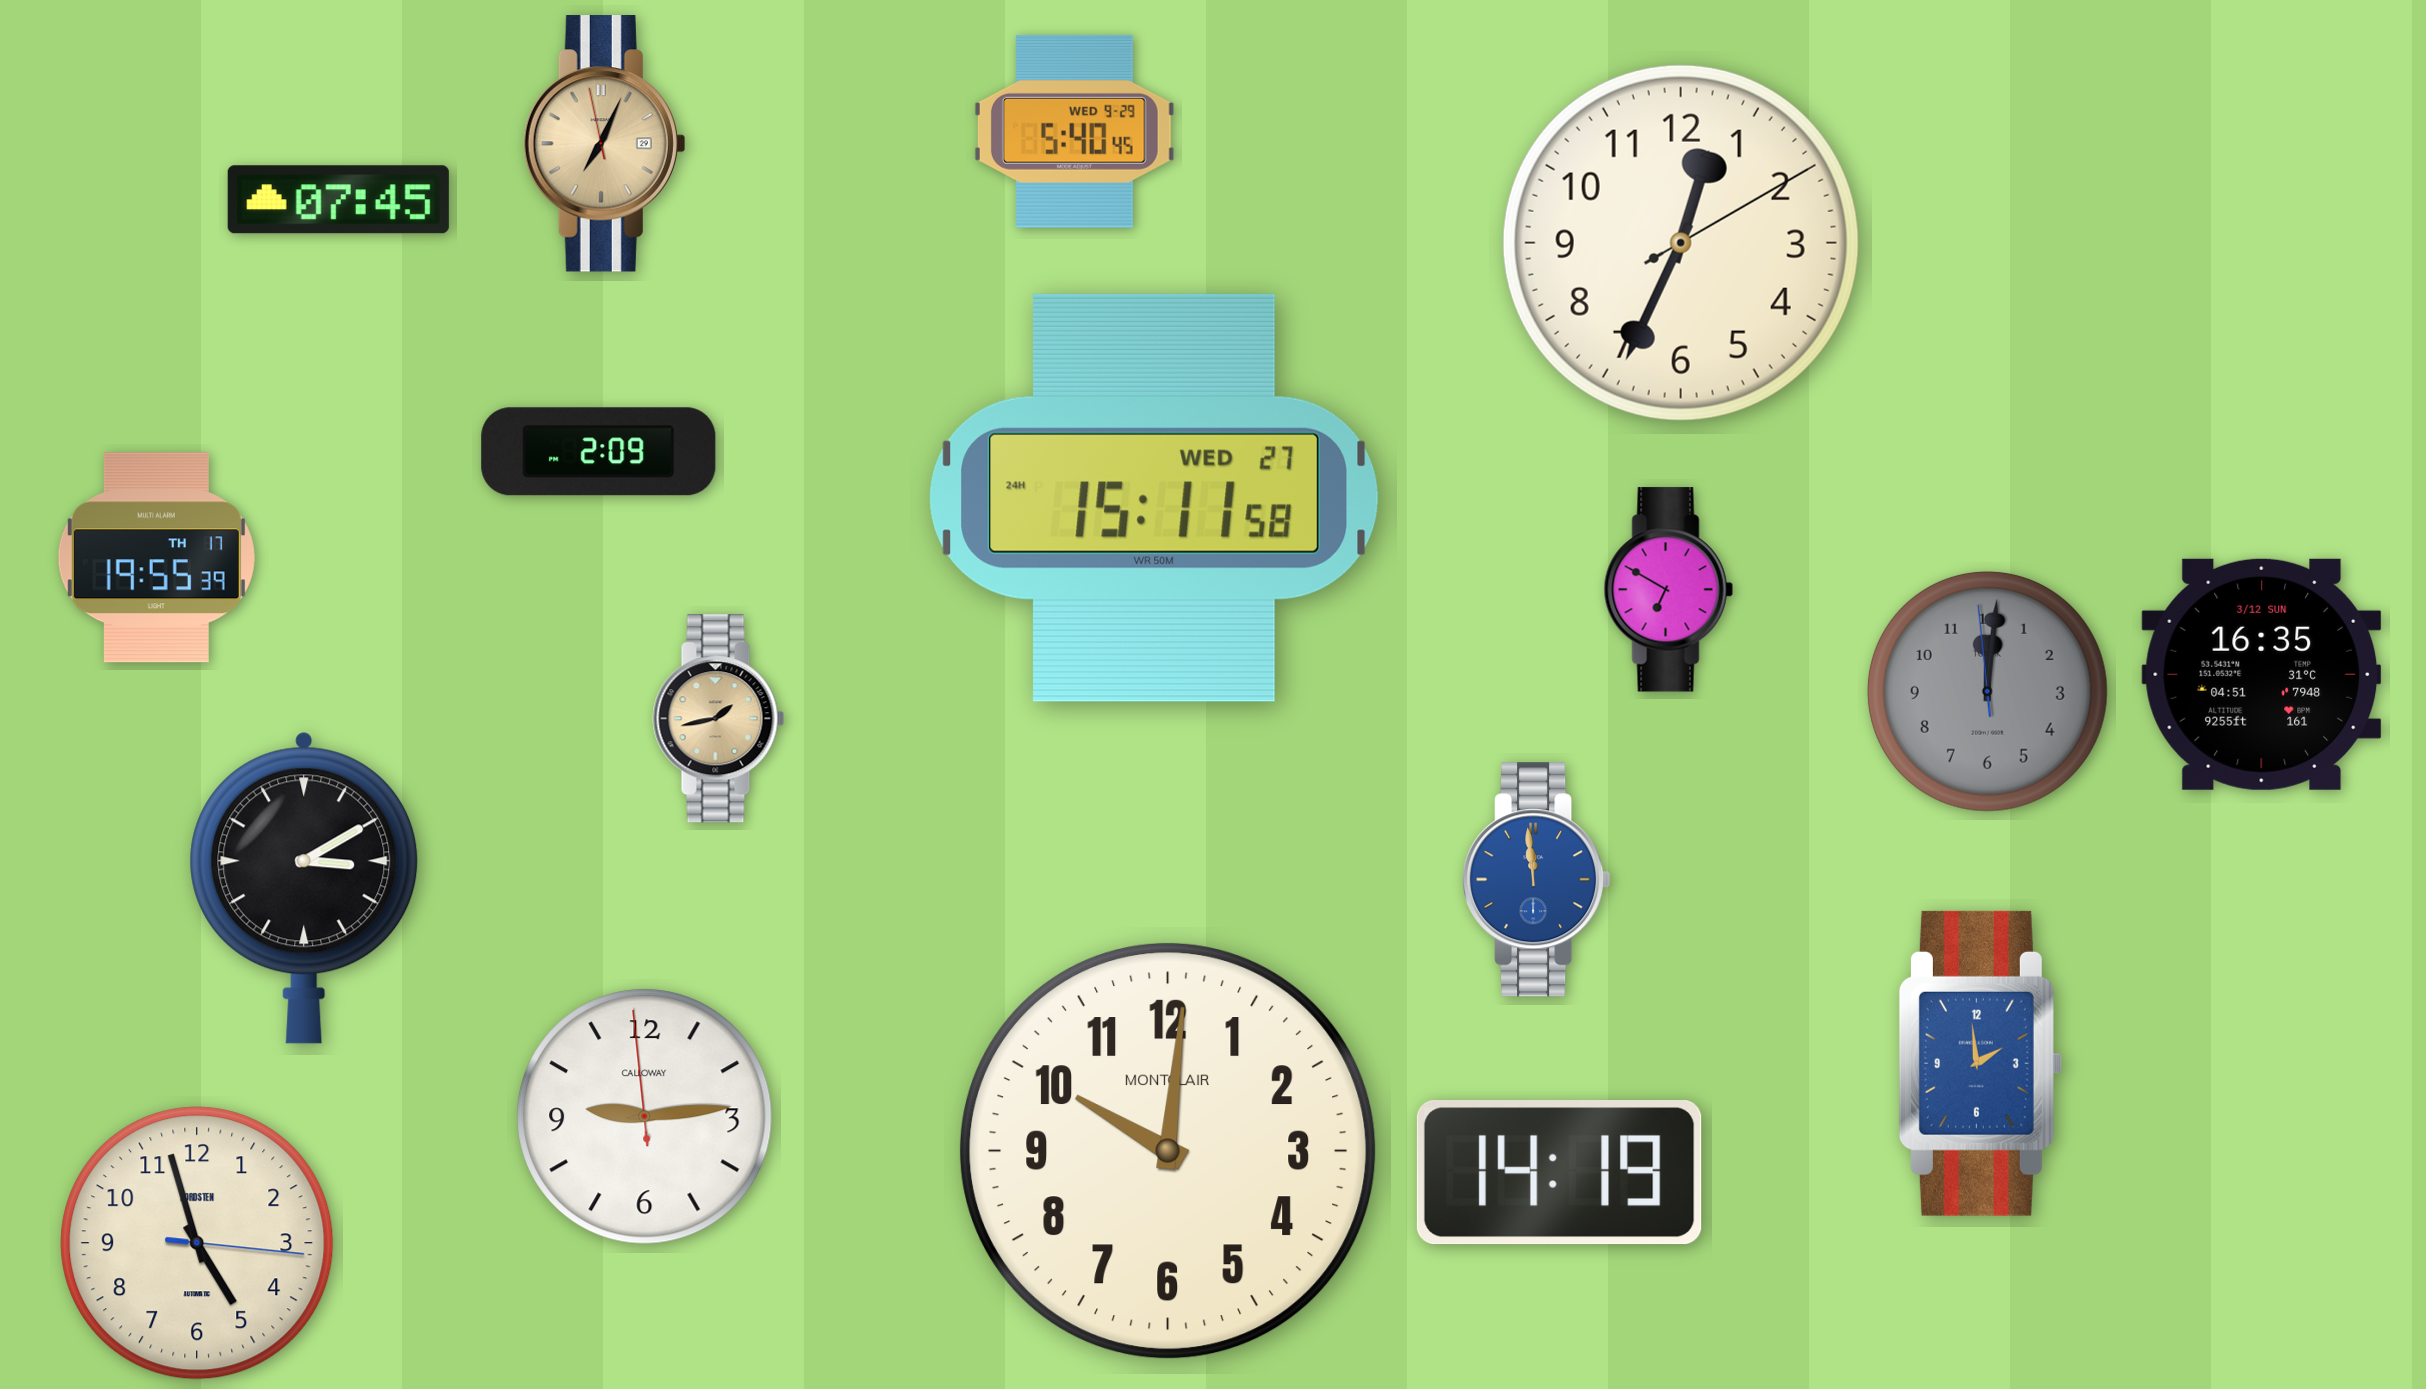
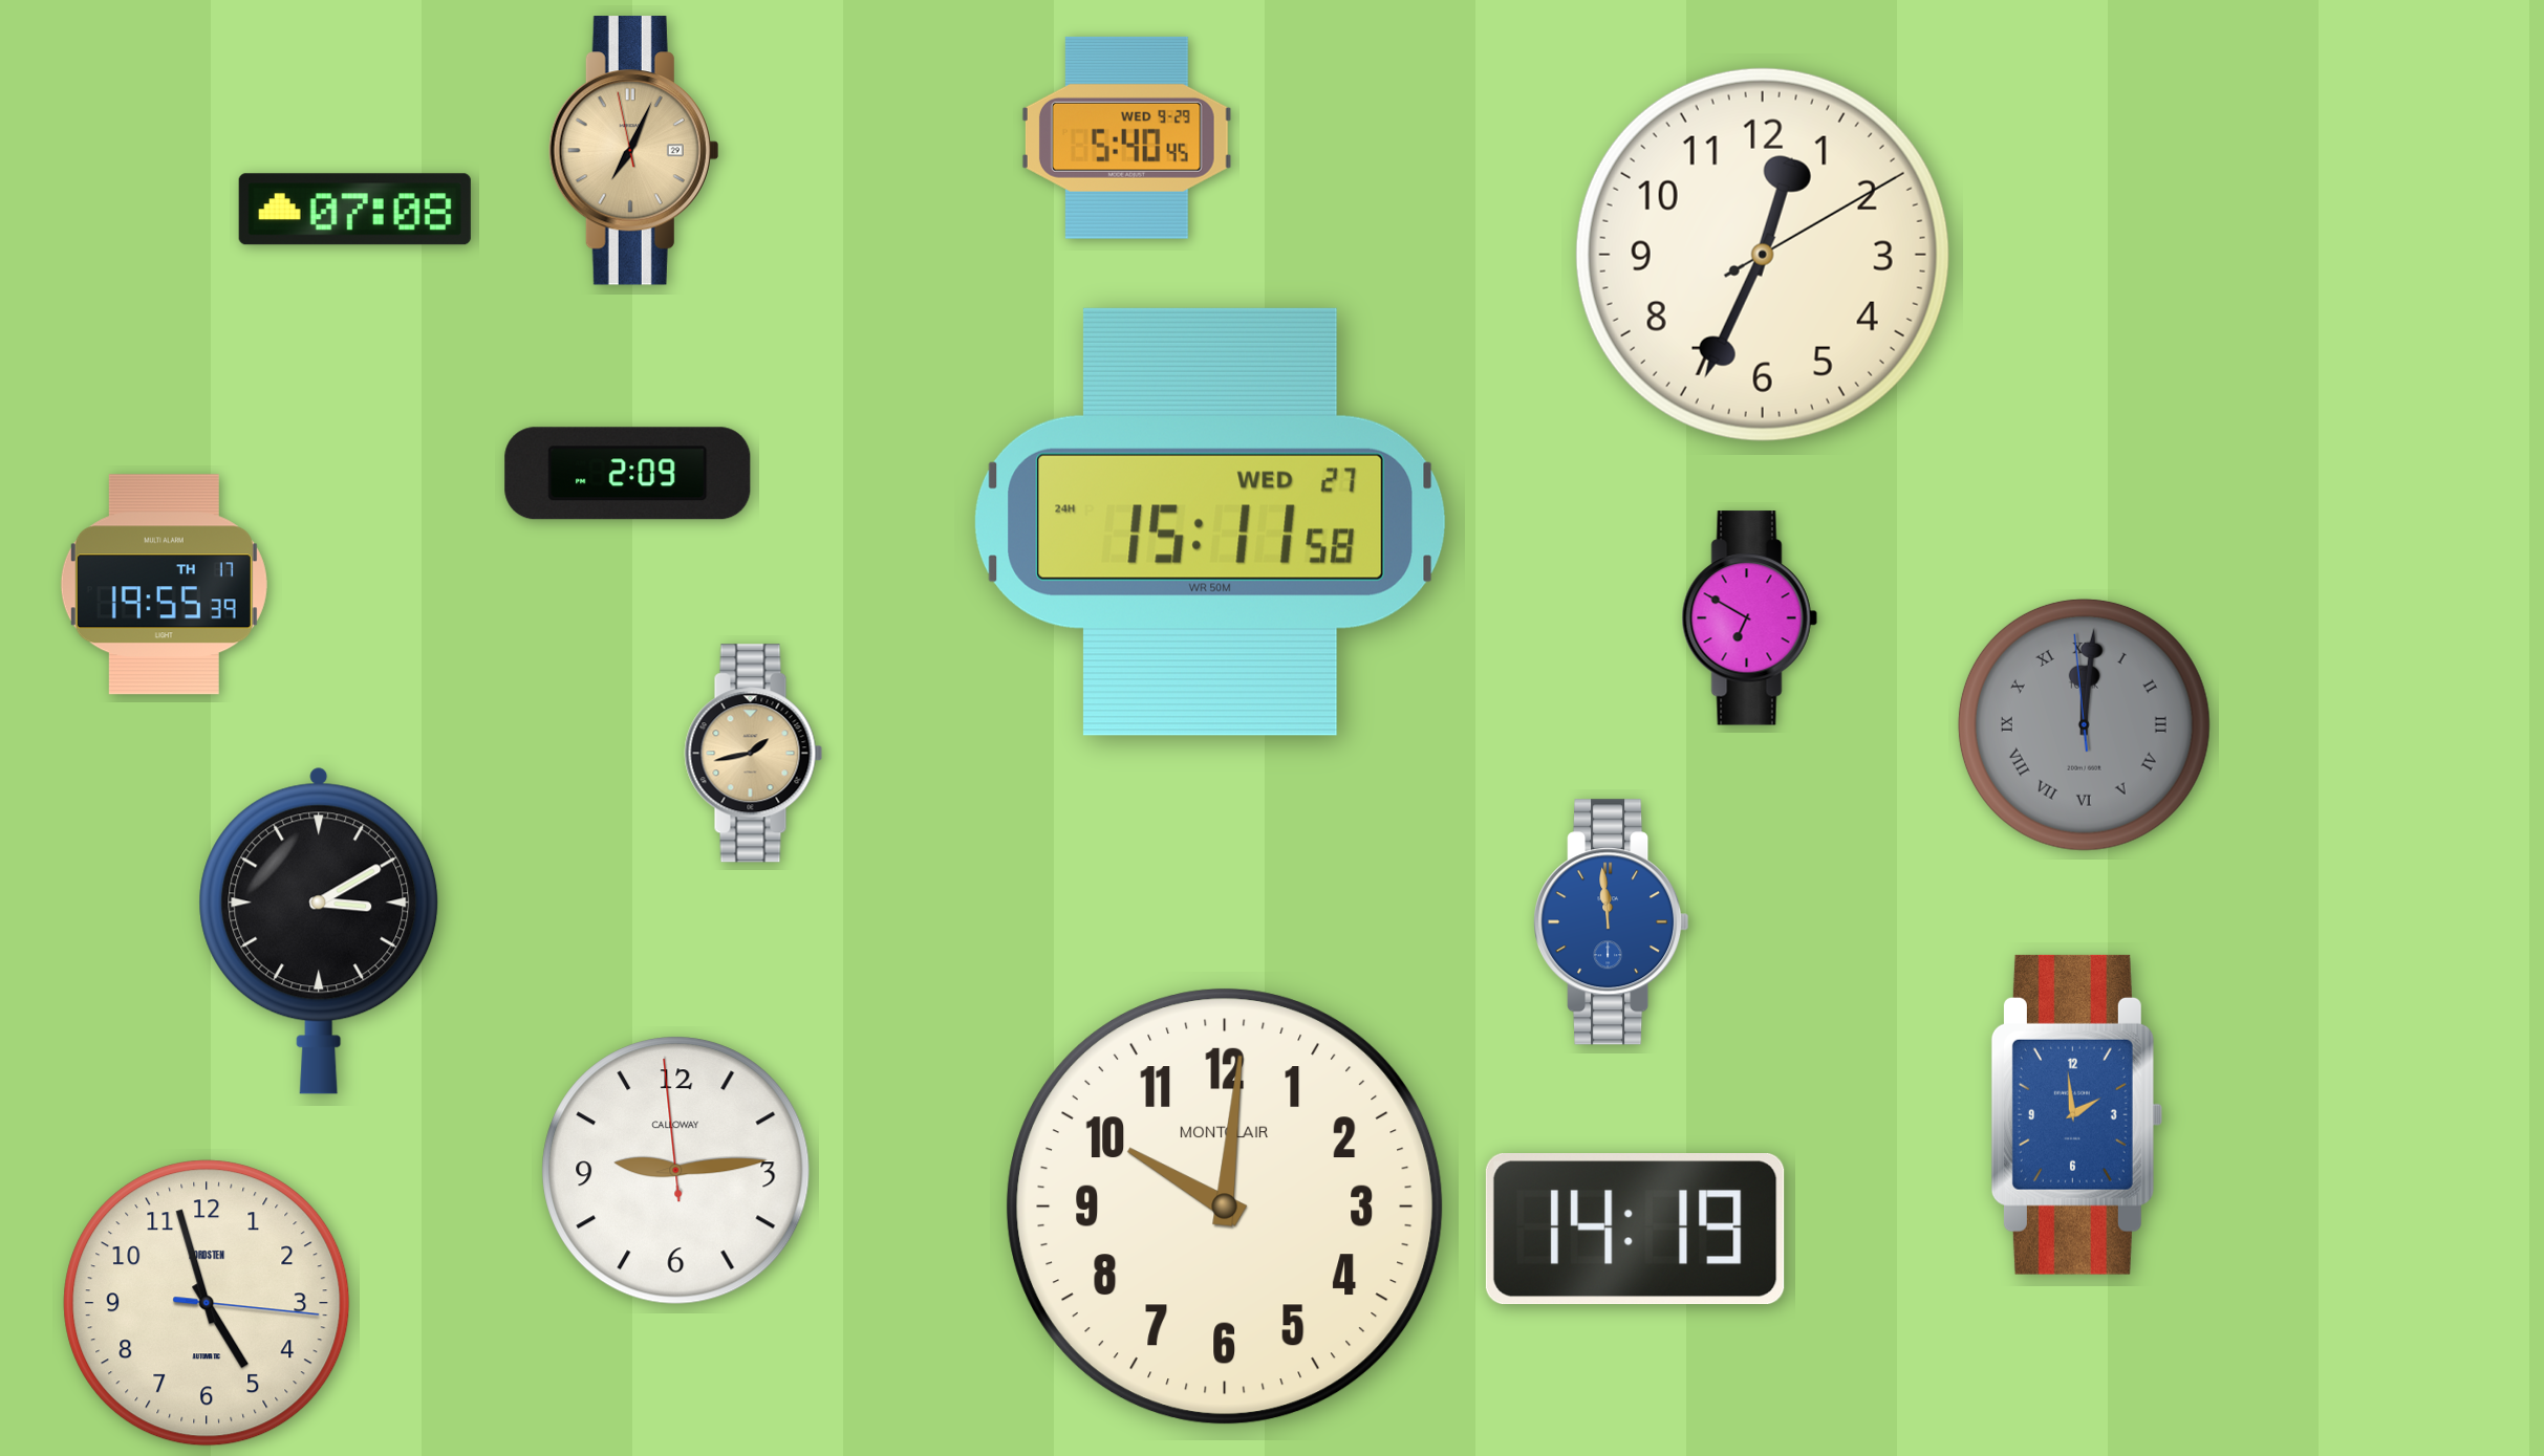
clock at (338, 200): 07:45 -> 07:08
clock at (2262, 674): 16:35 -> none
clock at (1987, 691) numerals: Arabic -> Roman
